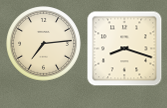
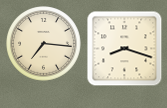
clock at (44, 44): 7:14 -> 7:16
